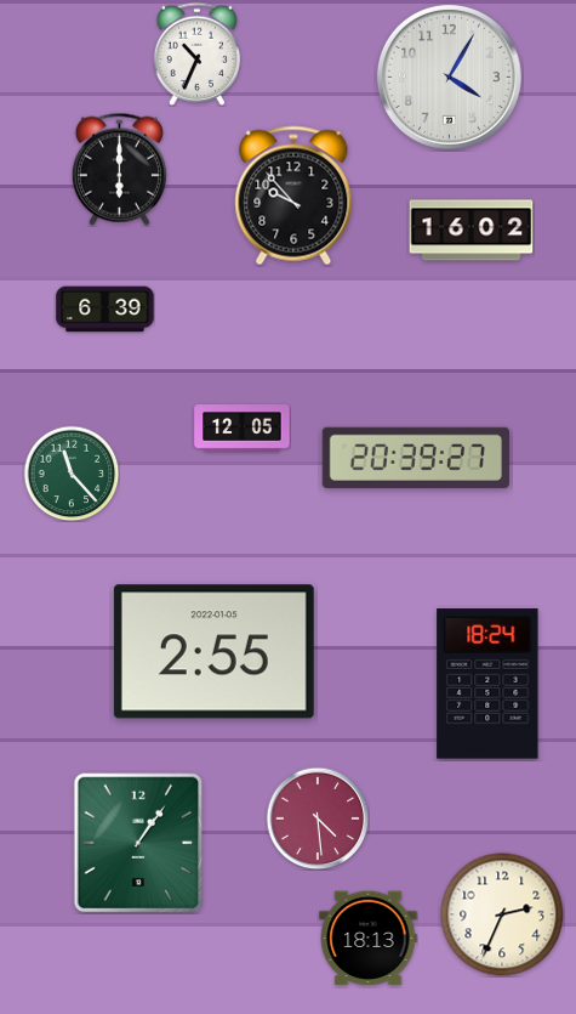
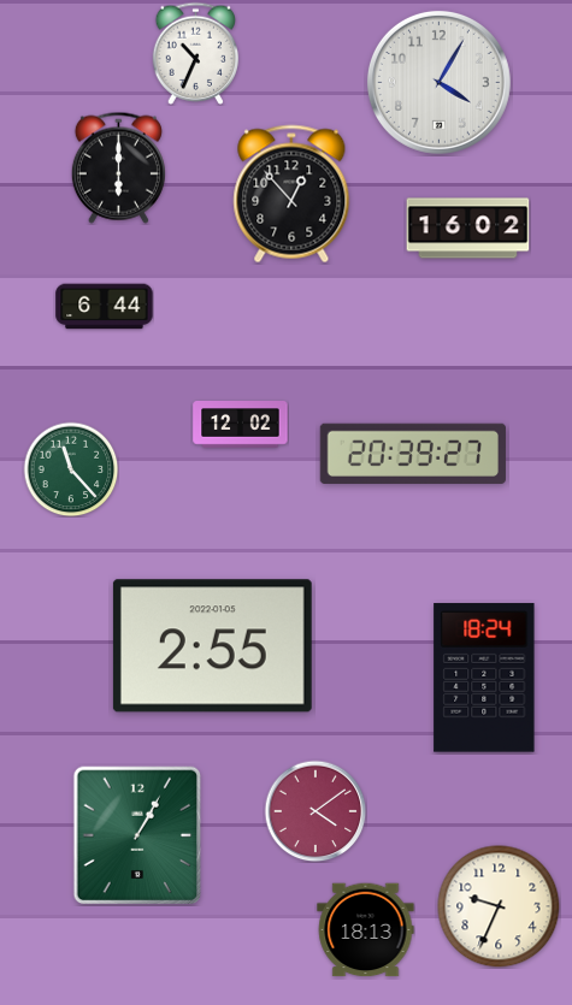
clock at (449, 77) position: (449, 77) -> (438, 82)
clock at (293, 196): 9:53 -> 12:53
clock at (105, 310): 6:39 -> 6:44
clock at (243, 429): 12:05 -> 12:02
clock at (318, 818): 4:29 -> 4:09
clock at (138, 843): 1:06 -> 1:05
clock at (502, 914): 2:34 -> 9:34
